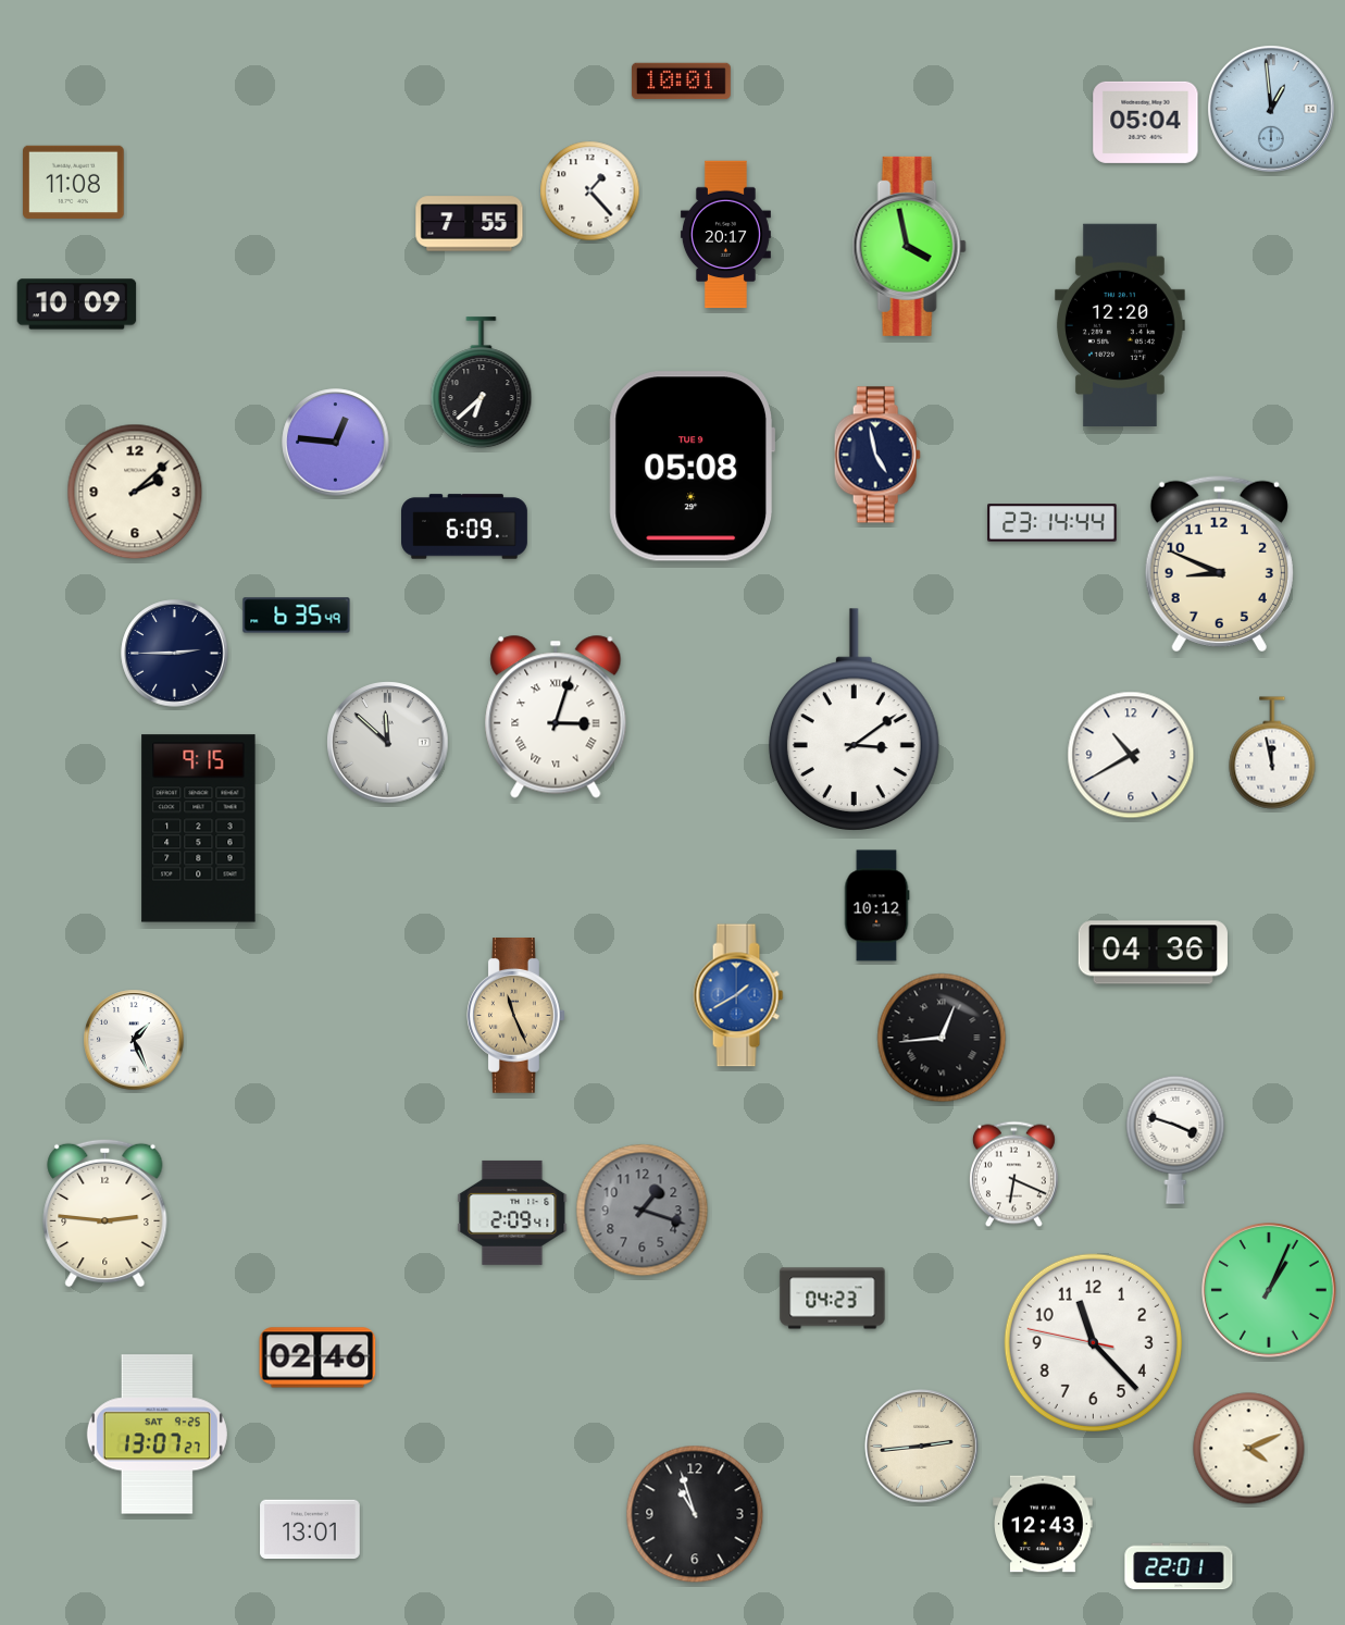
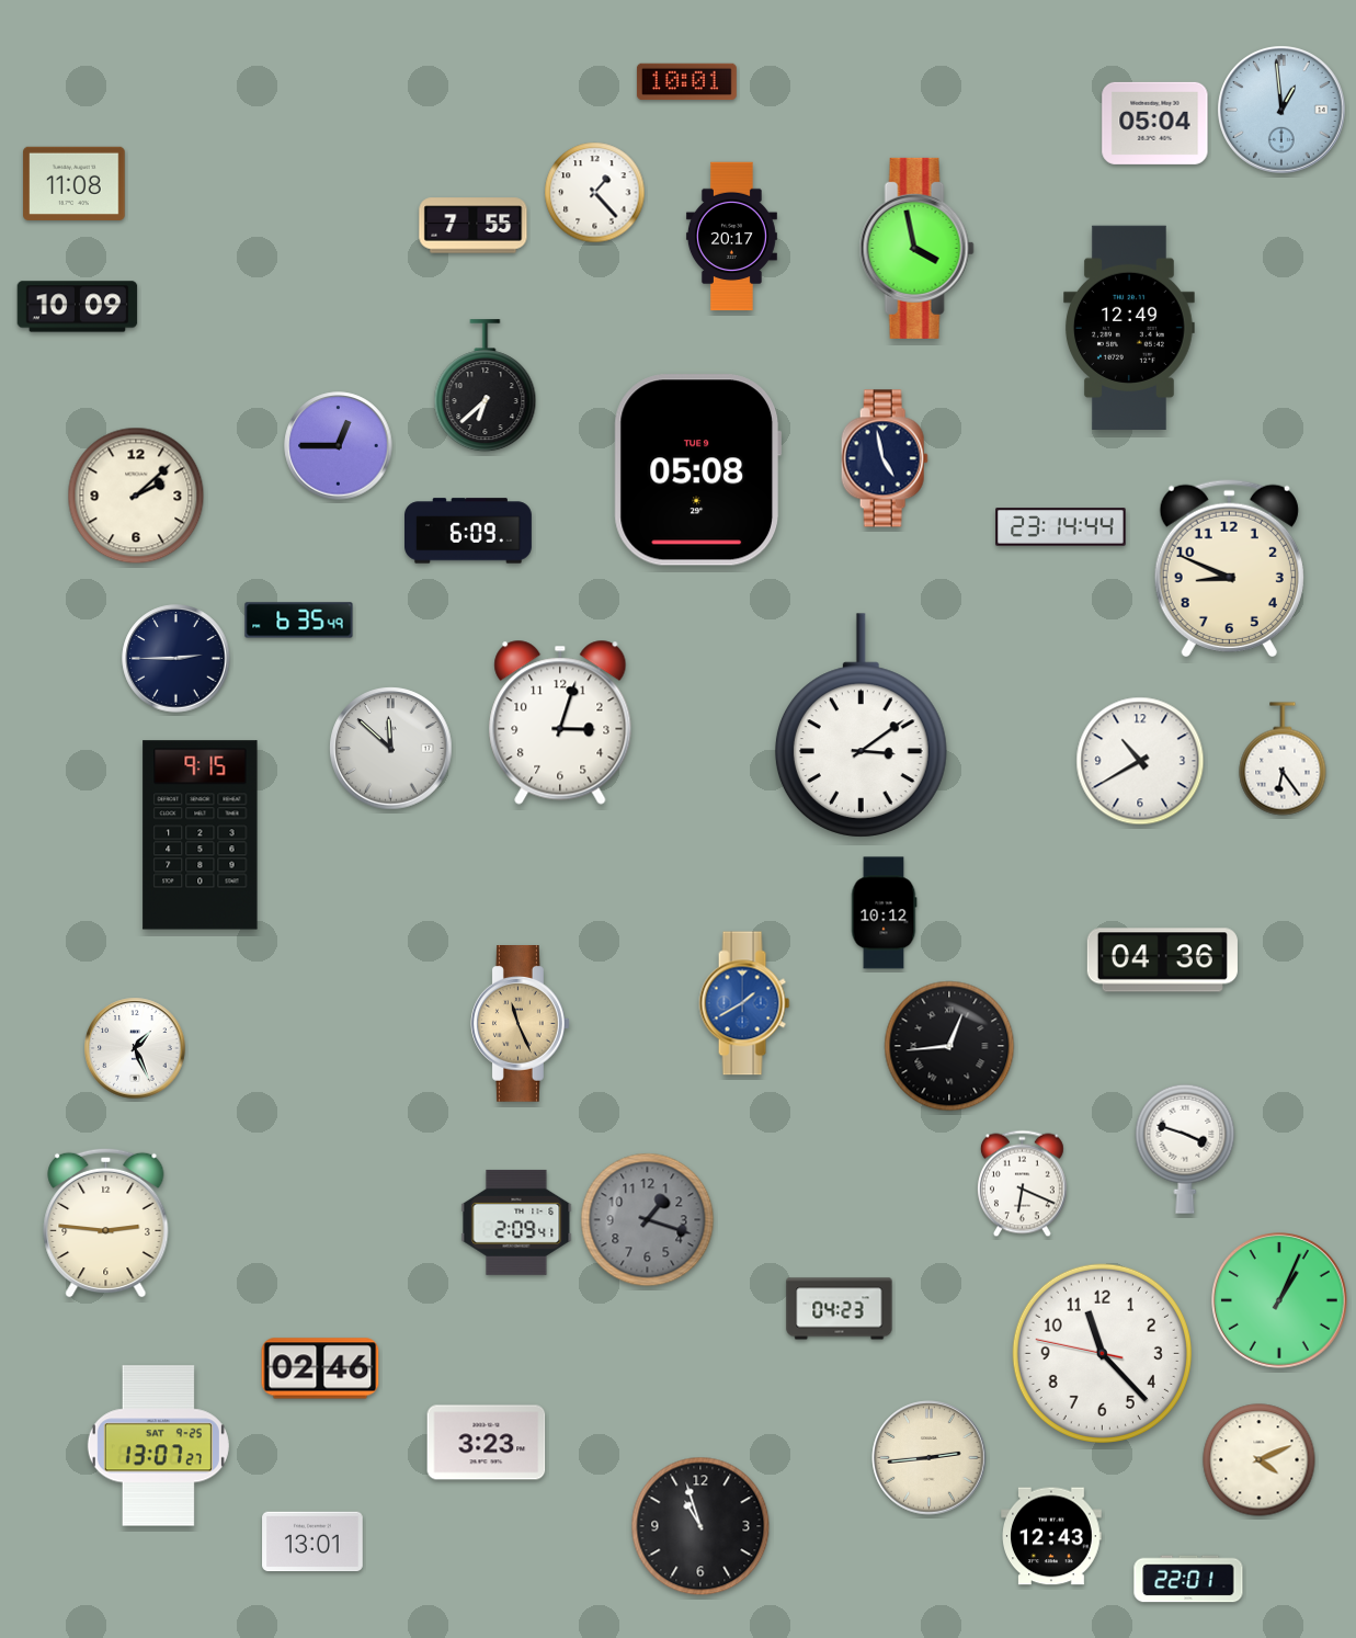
clock at (1121, 324): 12:20 -> 12:49
clock at (336, 443): 12:46 -> 12:45
clock at (556, 717) numerals: Roman -> Arabic
clock at (1272, 753): 11:58 -> 6:24
clock at (487, 1443): none -> 3:23
